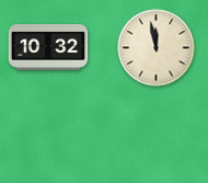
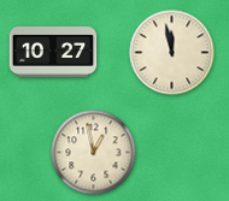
clock at (48, 48): 10:32 -> 10:27
clock at (94, 153): none -> 12:58
